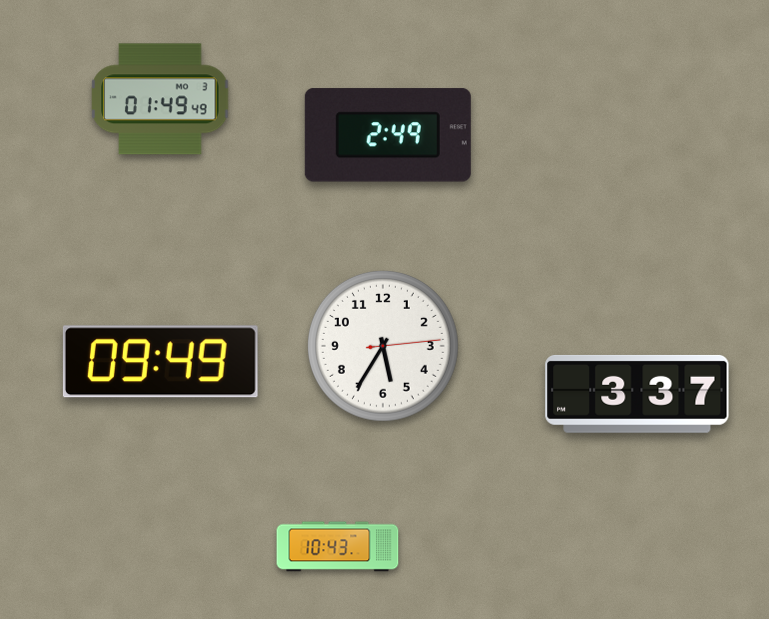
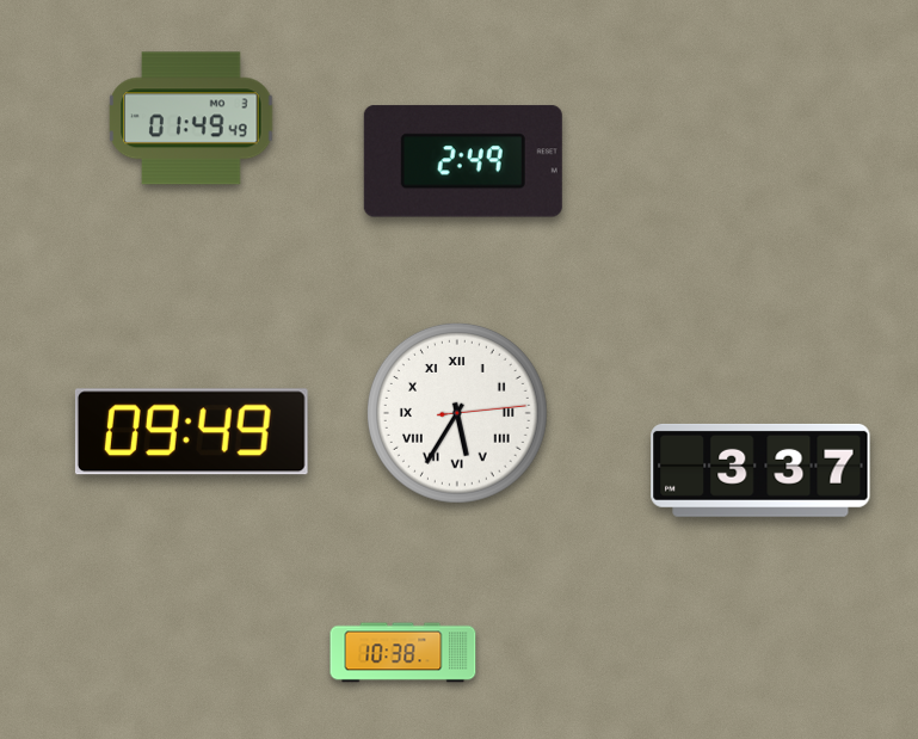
clock at (383, 346) numerals: Arabic -> Roman
clock at (338, 547): 10:43 -> 10:38
